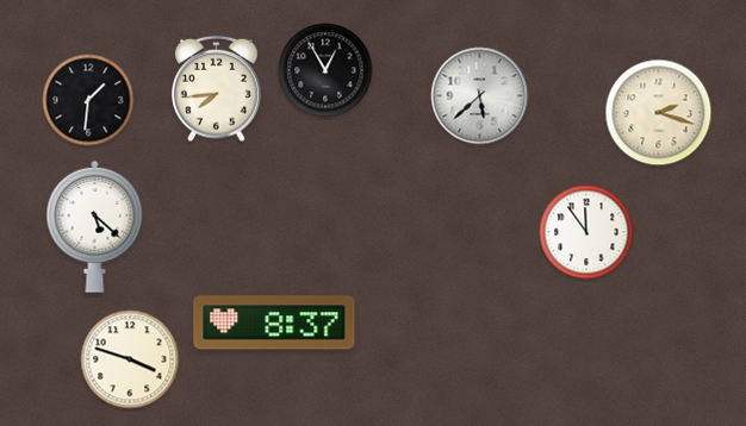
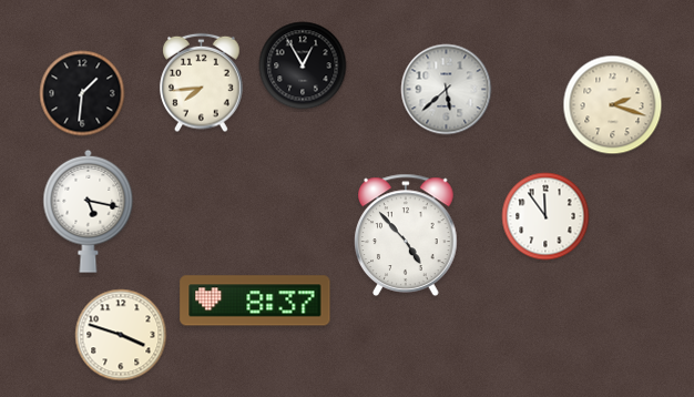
clock at (95, 226): 5:22 -> 5:17
clock at (407, 235): none -> 4:53
